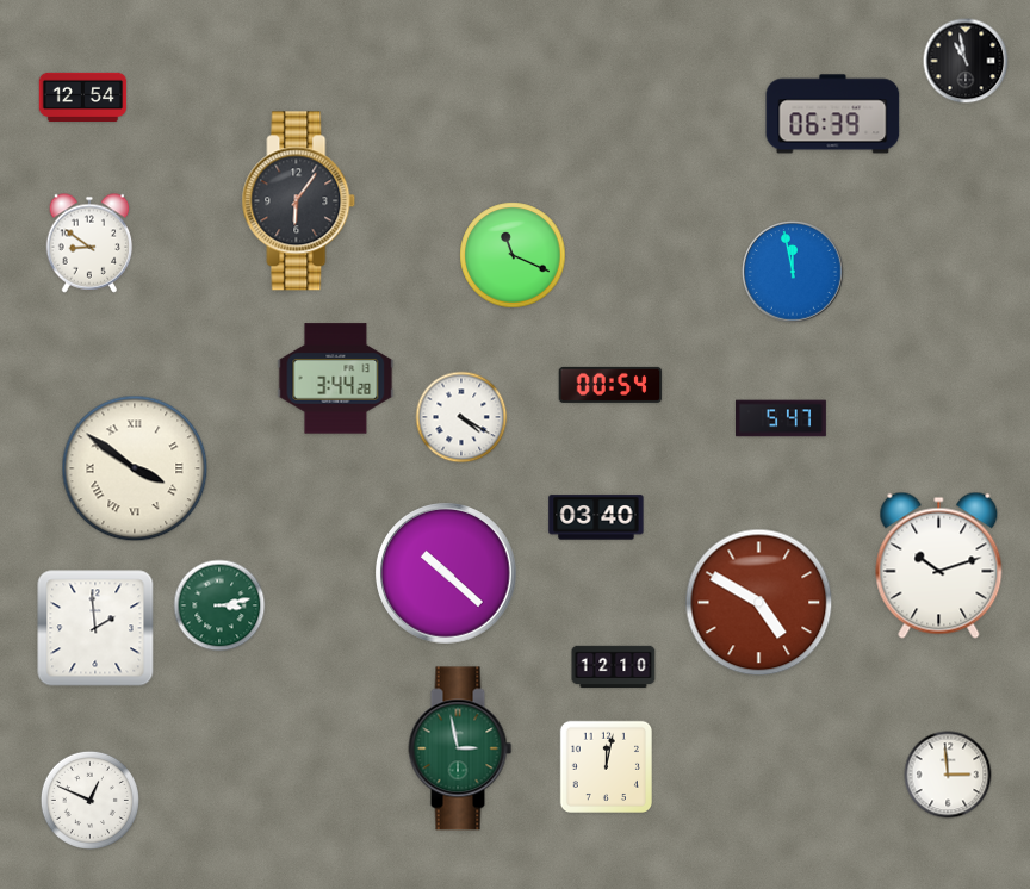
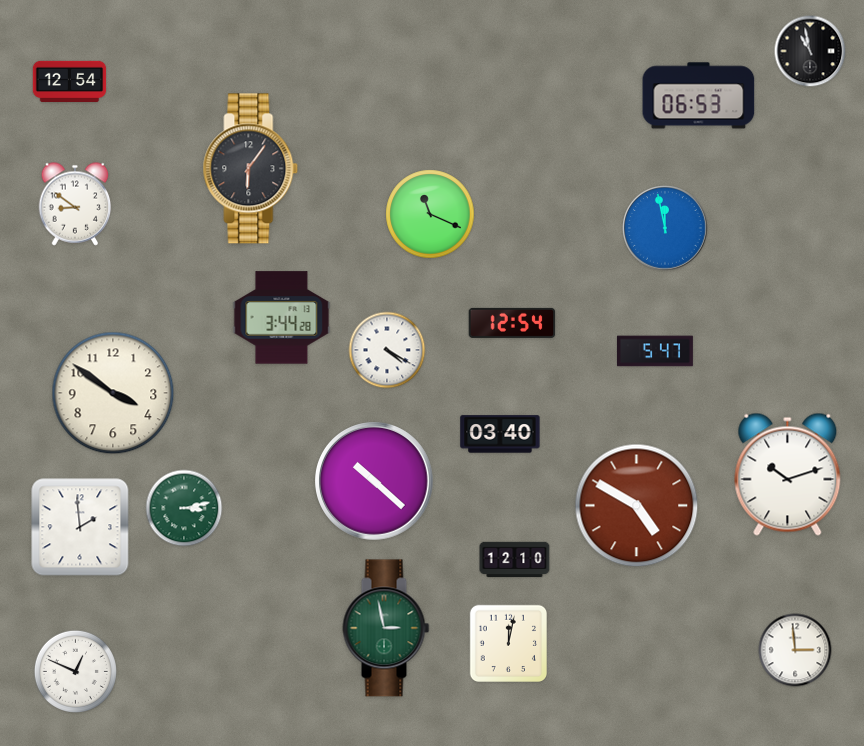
clock at (833, 114): 06:39 -> 06:53
clock at (610, 385): 00:54 -> 12:54
clock at (135, 468) numerals: Roman -> Arabic
